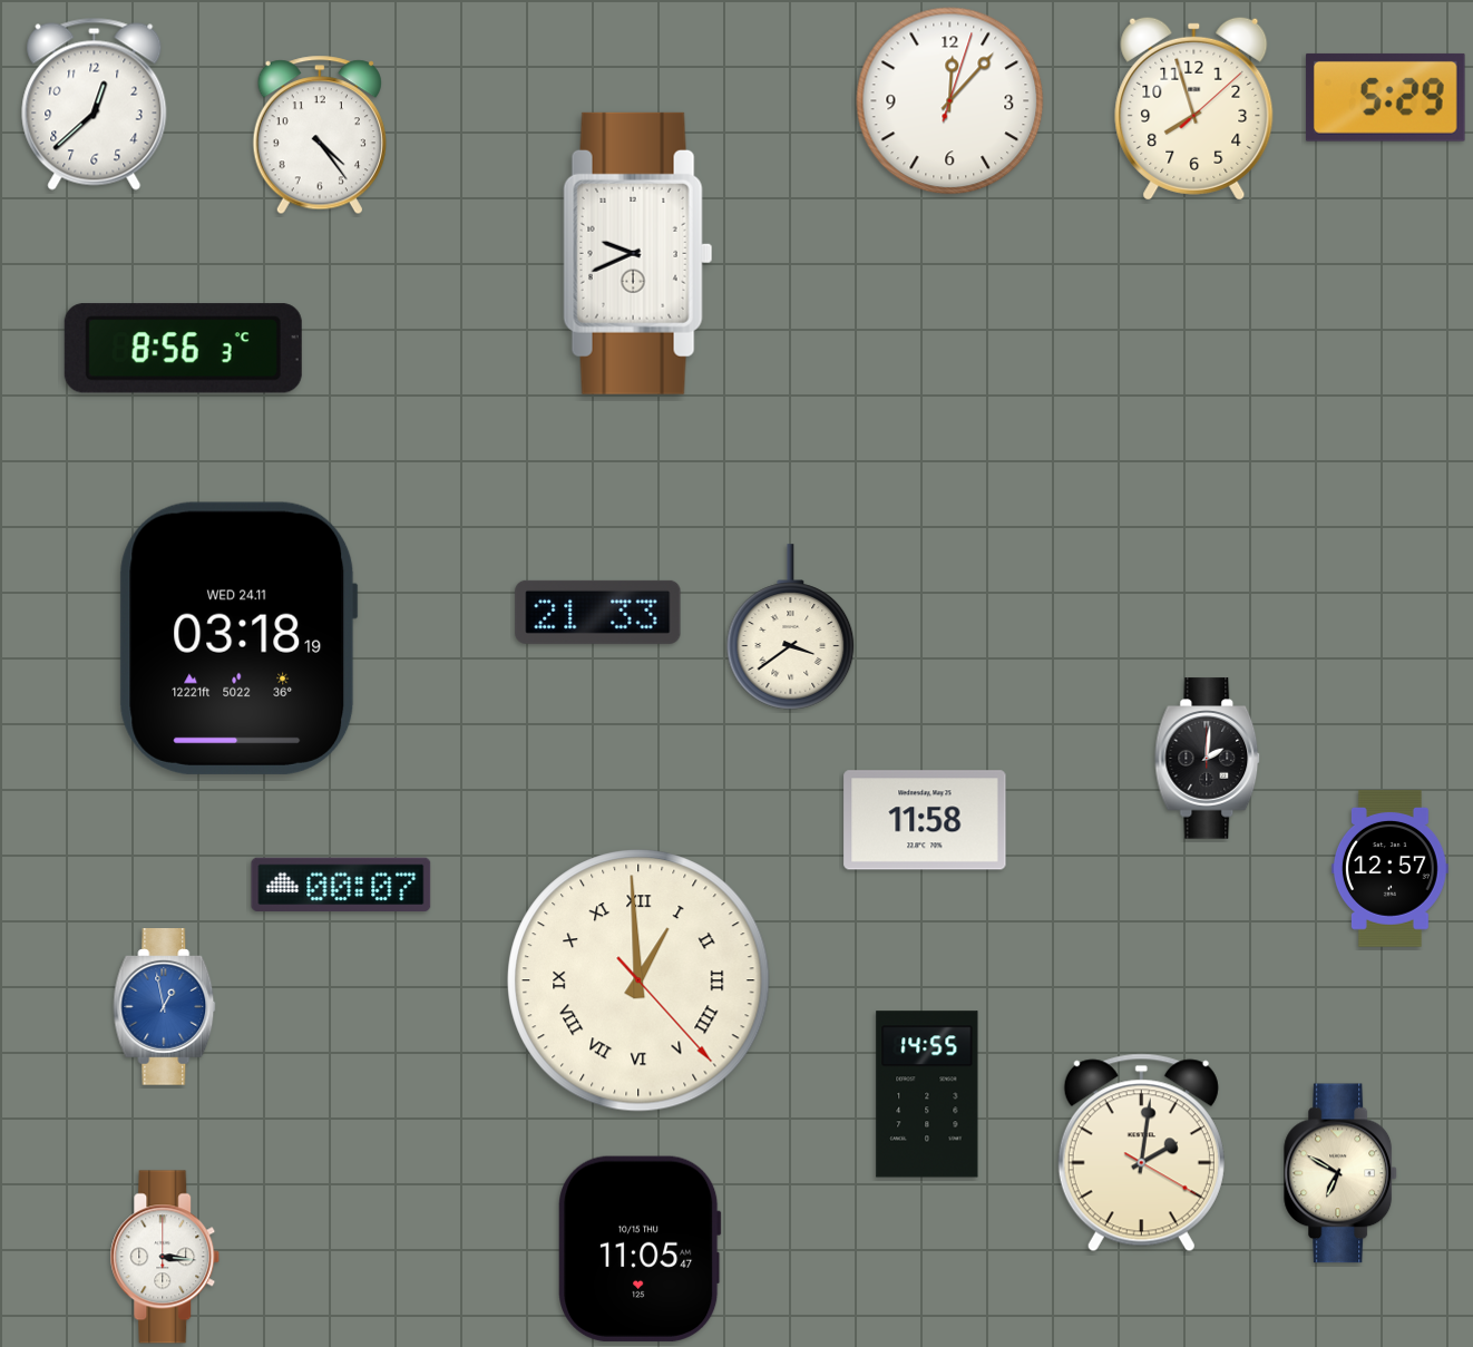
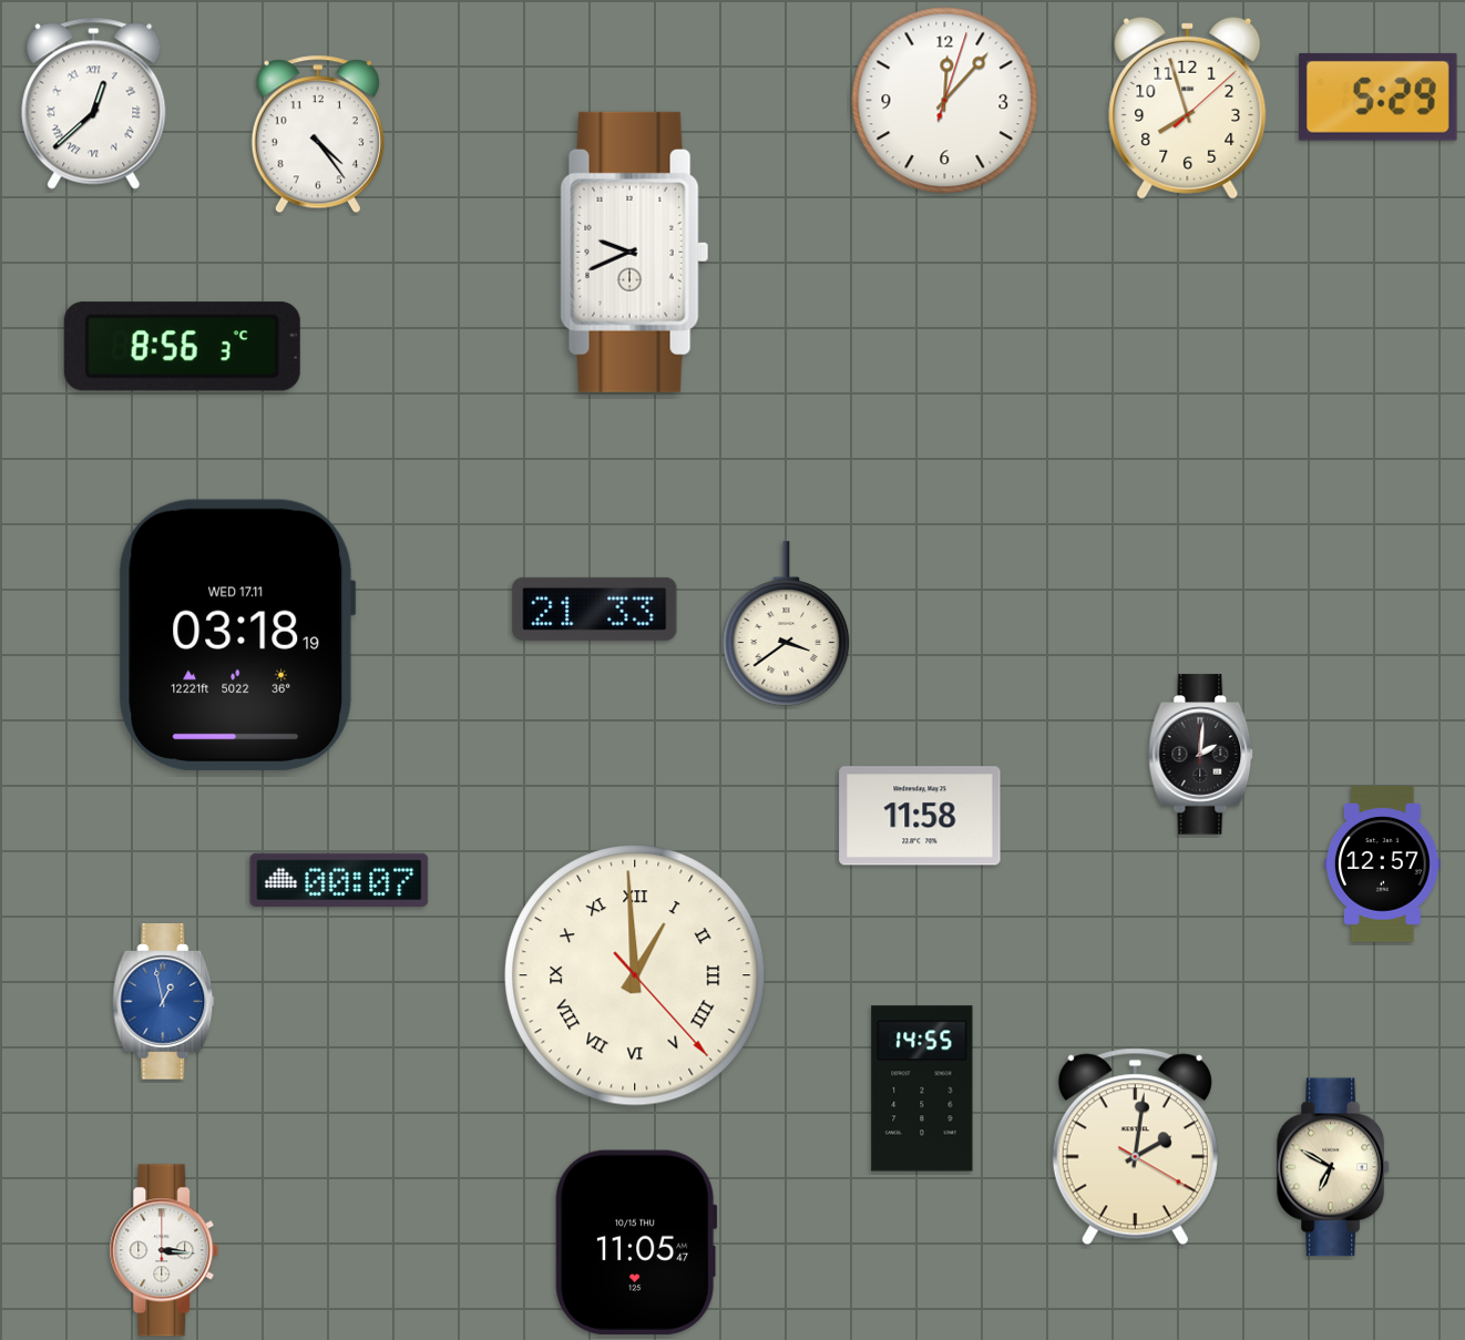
clock at (95, 104) numerals: Arabic -> Roman
clock at (238, 638) date: WED 24.11 -> WED 17.11
